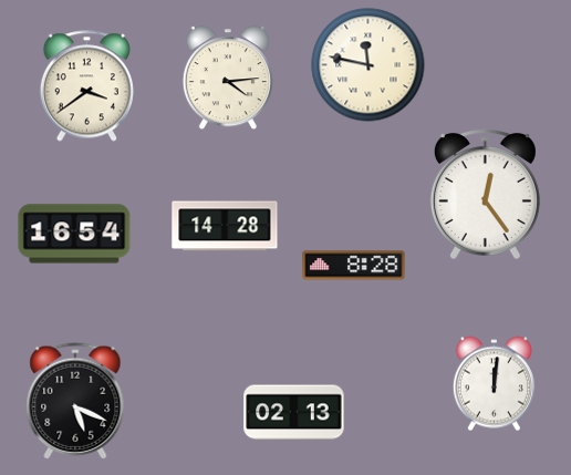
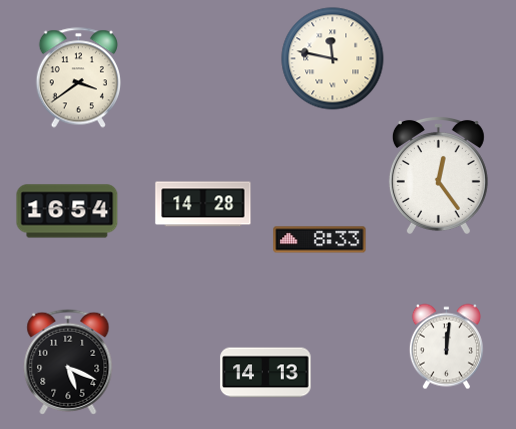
clock at (228, 79): 4:14 -> none
clock at (354, 266): 8:28 -> 8:33
clock at (294, 413): 02:13 -> 14:13
